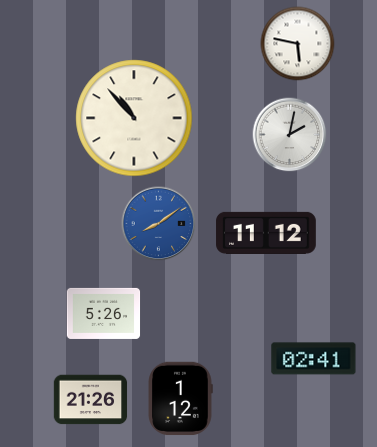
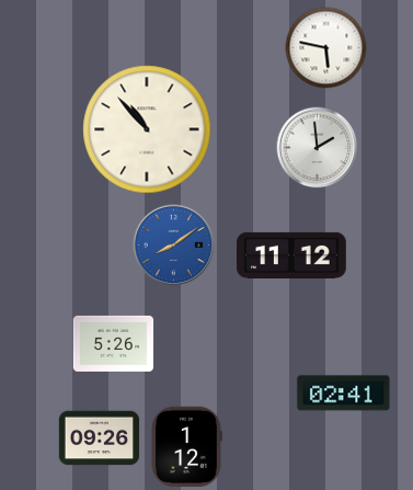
clock at (290, 135): 2:02 -> 1:59
clock at (180, 399) position: (180, 399) -> (186, 447)
clock at (91, 400): 21:26 -> 09:26
